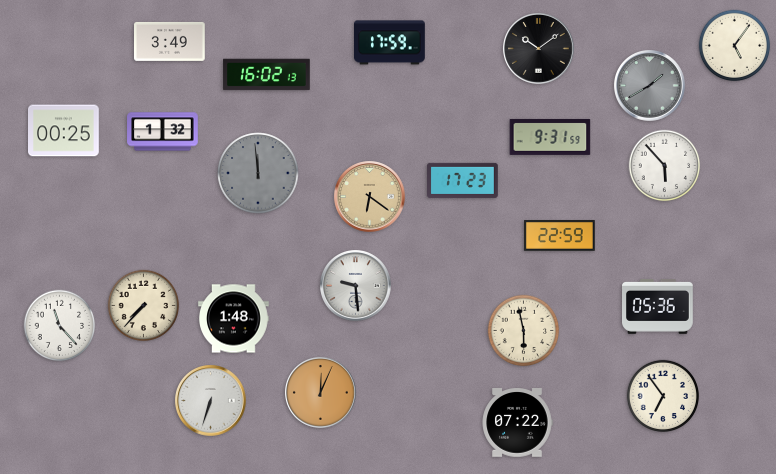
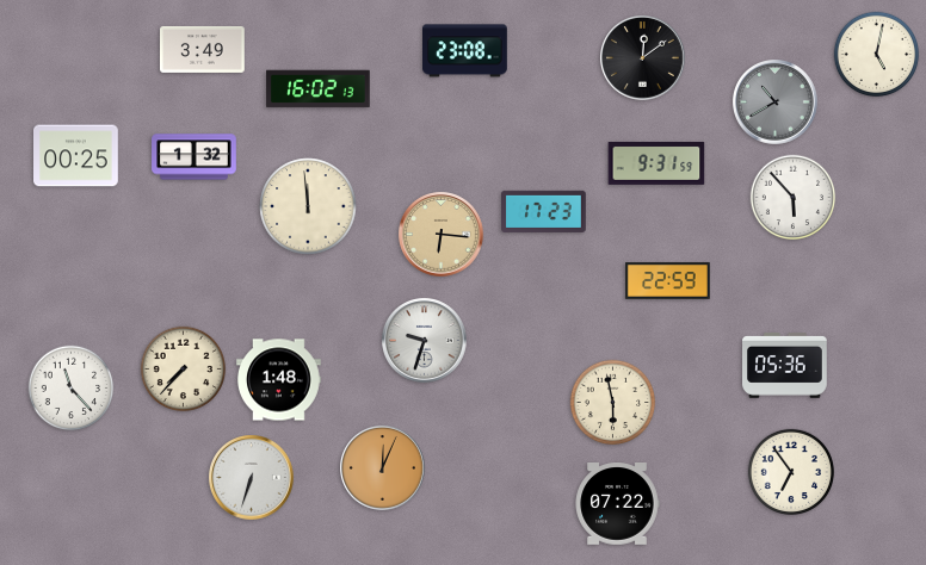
clock at (390, 43): 17:59 -> 23:08
clock at (735, 46): 5:06 -> 5:02
clock at (539, 49): 10:09 -> 12:09
clock at (650, 86): 1:40 -> 10:40
clock at (258, 173) dial: grey -> cream
clock at (463, 180) position: (463, 180) -> (544, 211)
clock at (370, 197): 6:21 -> 6:16
clock at (356, 286): 9:29 -> 9:33
clock at (144, 306) position: (144, 306) -> (184, 370)
clock at (524, 331) position: (524, 331) -> (613, 403)
